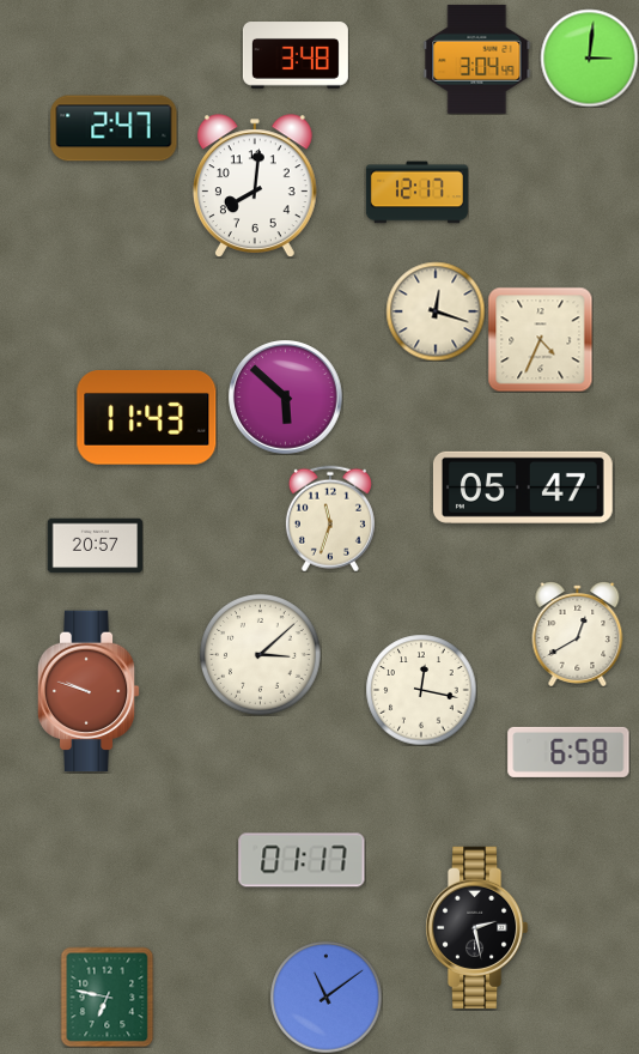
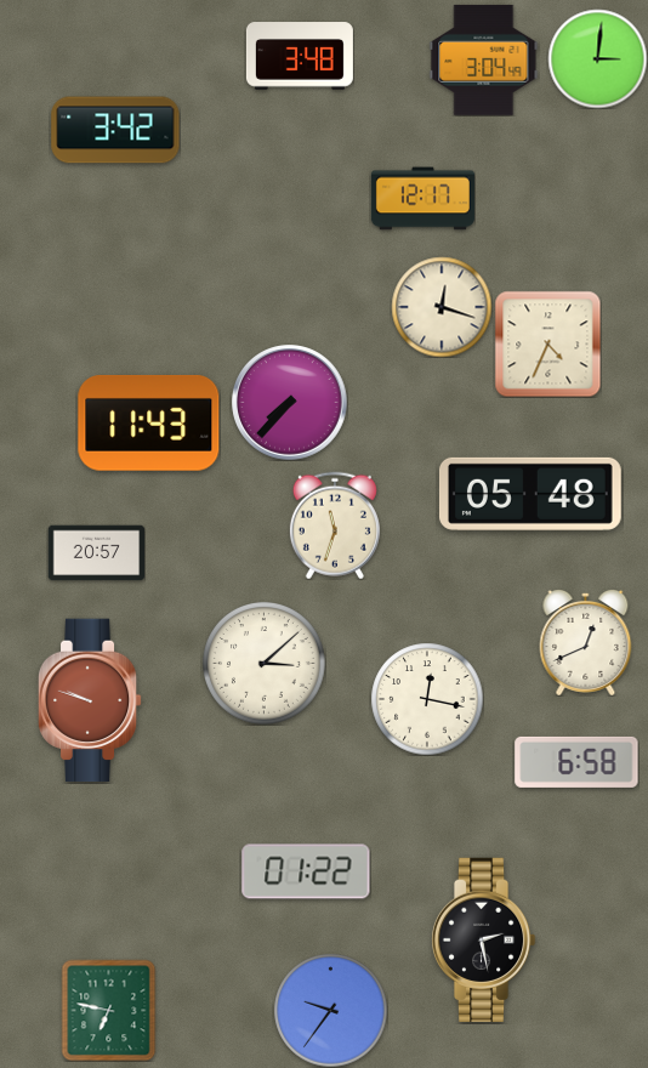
clock at (114, 128): 2:47 -> 3:42
clock at (255, 186): 8:01 -> none
clock at (416, 193) position: (416, 193) -> (422, 199)
clock at (436, 311) position: (436, 311) -> (442, 307)
clock at (286, 398): 5:52 -> 7:37
clock at (523, 487): 05:47 -> 05:48
clock at (578, 634): 12:40 -> 12:41
clock at (302, 860): 01:17 -> 01:22
clock at (325, 997): 11:09 -> 9:36
